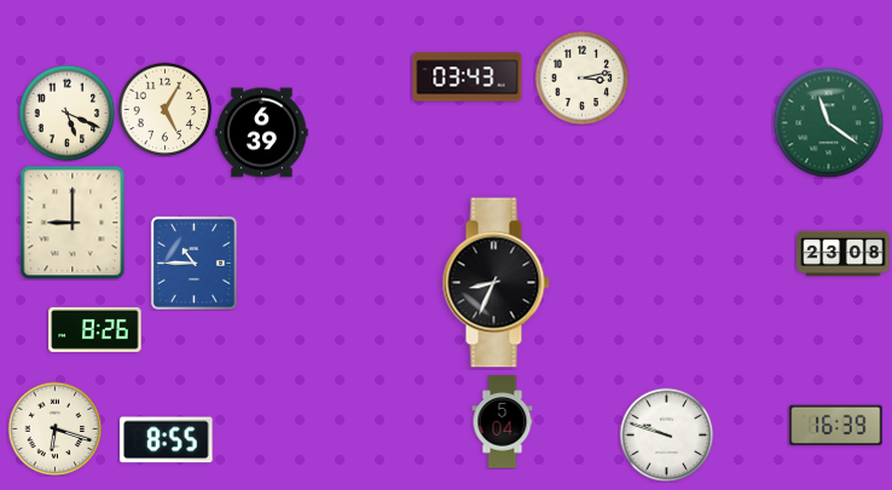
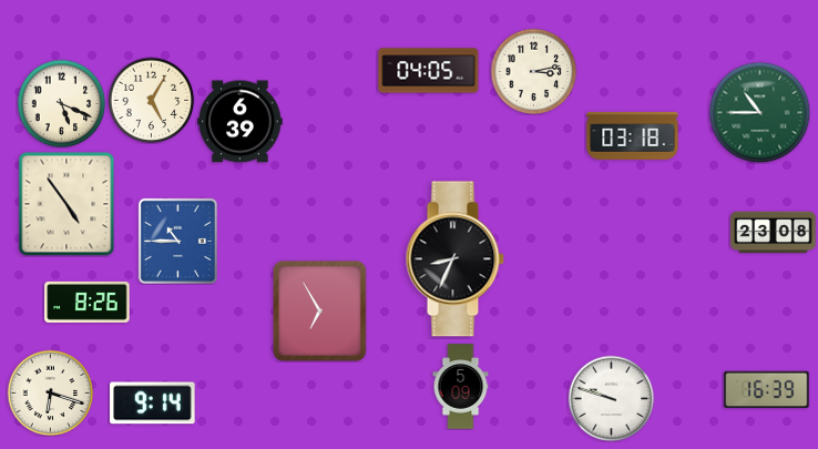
clock at (468, 77): 03:43 -> 04:05
clock at (828, 122): 11:21 -> 10:45
clock at (633, 135): none -> 03:18
clock at (73, 223): 9:00 -> 4:54
clock at (319, 310): none -> 6:55
clock at (503, 422): 5:04 -> 5:09
clock at (167, 440): 8:55 -> 9:14
